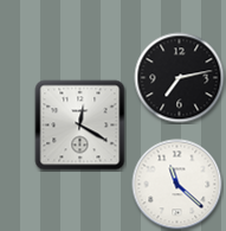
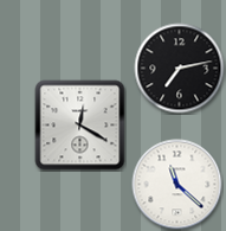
clock at (180, 78) position: (180, 78) -> (180, 69)
